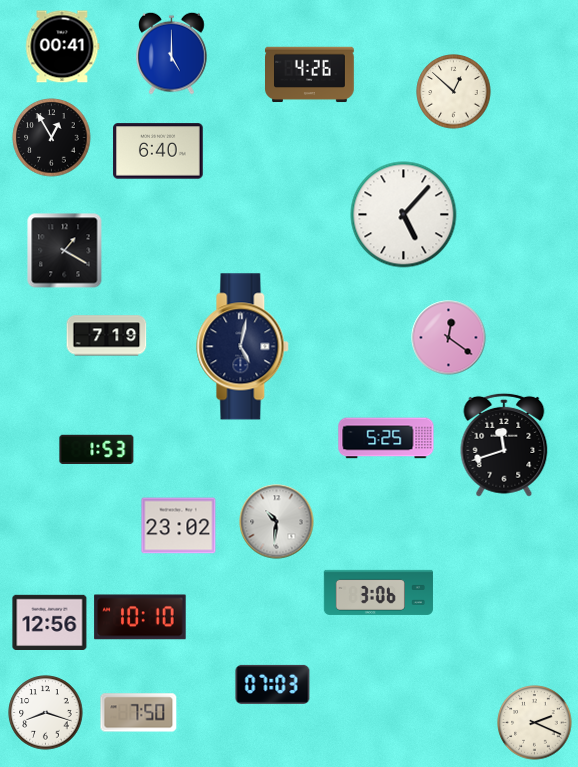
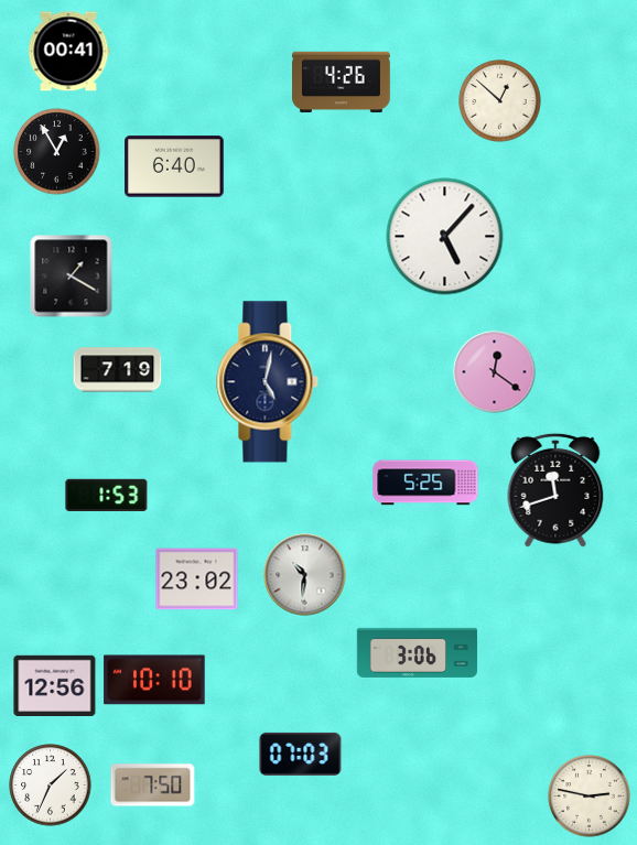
clock at (172, 53): 5:00 -> none
clock at (46, 713): 8:18 -> 1:34
clock at (535, 723): 2:19 -> 2:47
